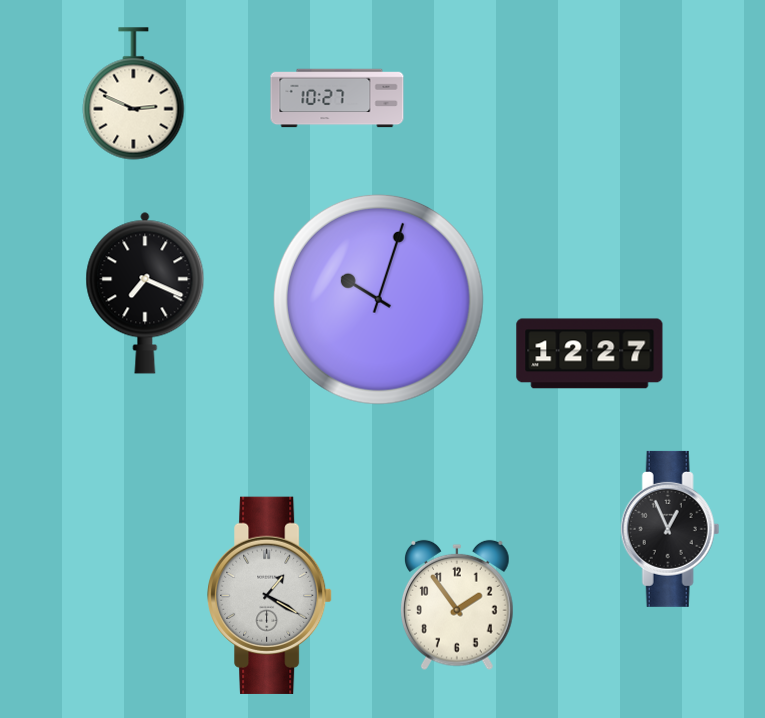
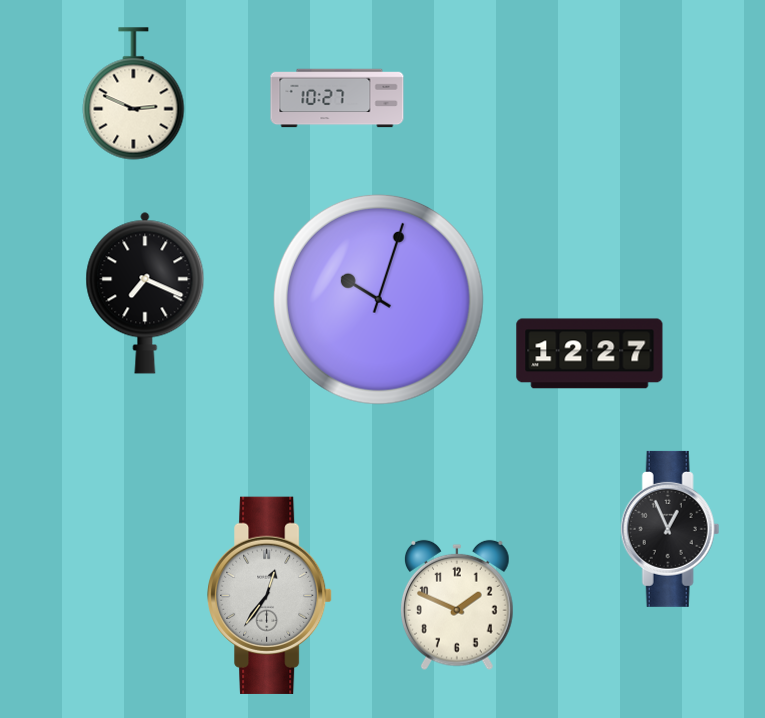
clock at (270, 595): 1:20 -> 12:36
clock at (458, 605): 1:54 -> 1:49
